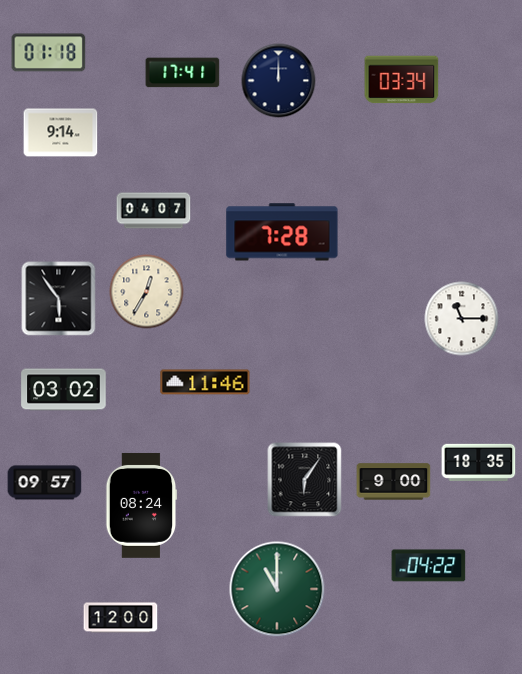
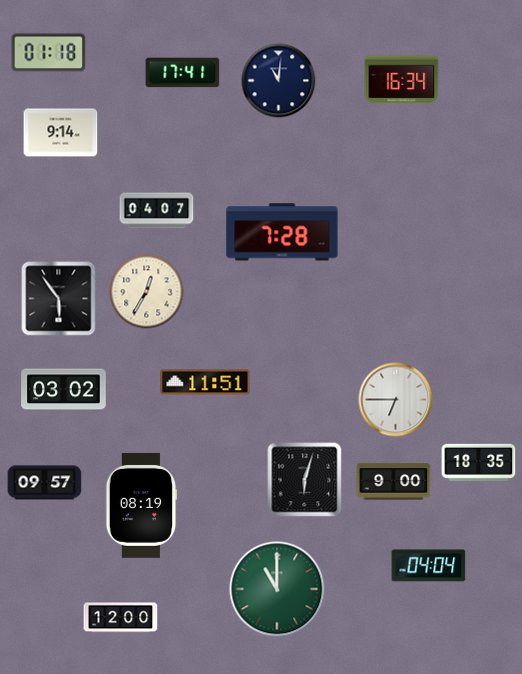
clock at (402, 80): 03:34 -> 16:34
clock at (279, 81): 12:00 -> 11:01
clock at (154, 211) position: (154, 211) -> (157, 211)
clock at (462, 319): 11:15 -> none
clock at (205, 382): 11:46 -> 11:51
clock at (396, 400): none -> 6:45
clock at (305, 480): 6:06 -> 6:03
clock at (142, 505): 08:24 -> 08:19
clock at (429, 566): 04:22 -> 04:04
